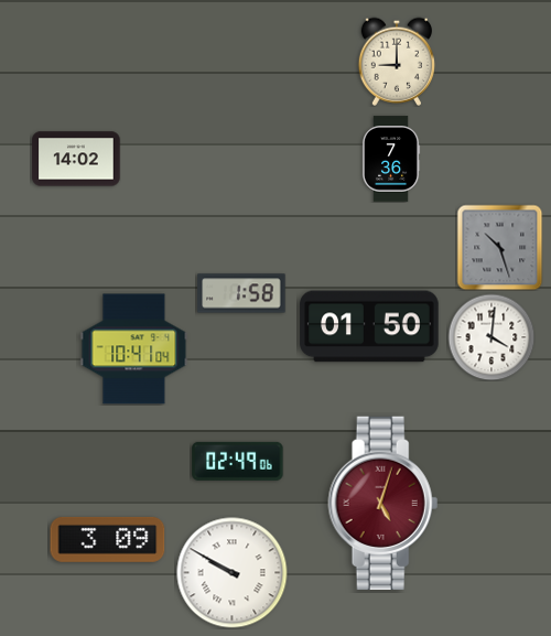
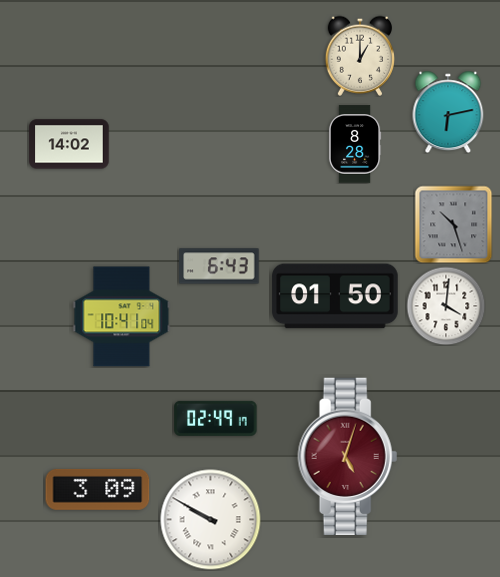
clock at (396, 62): 9:00 -> 1:00
clock at (448, 112): none -> 6:13
clock at (391, 159): 7:36 -> 8:28
clock at (241, 293): 1:58 -> 6:43
clock at (238, 461): 02:49:06 -> 02:49:17
